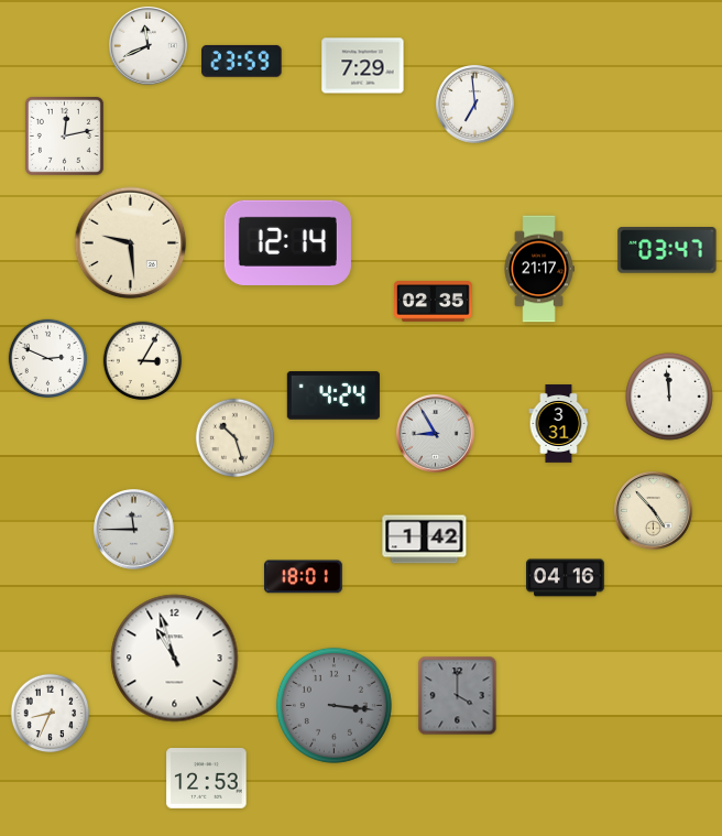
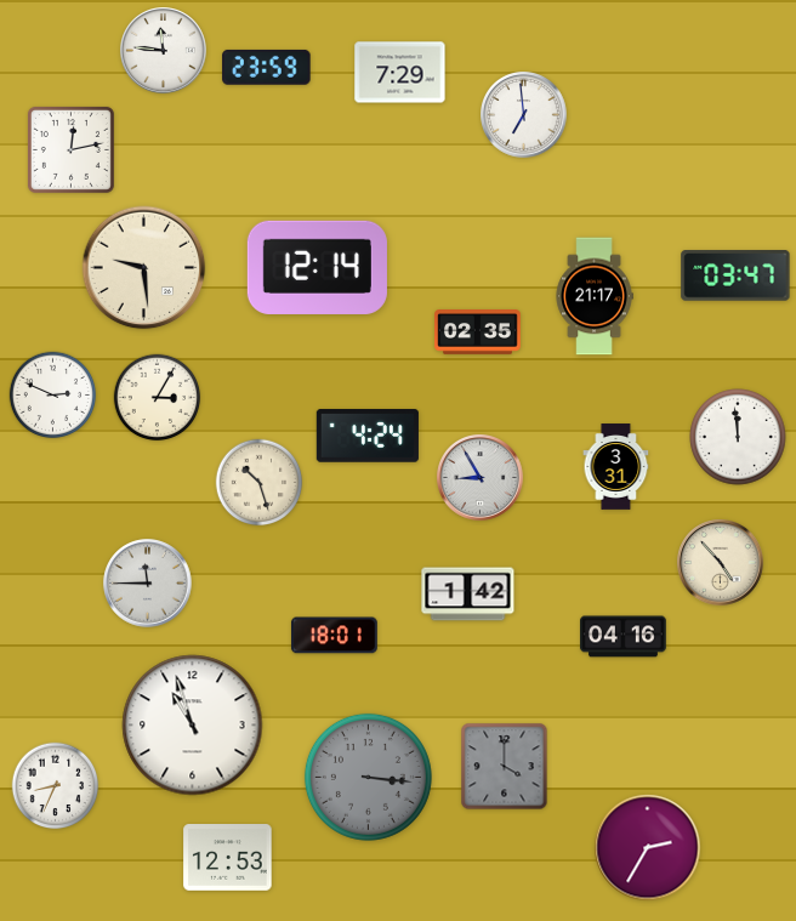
clock at (149, 46): 11:41 -> 11:46
clock at (648, 848): none -> 2:35
